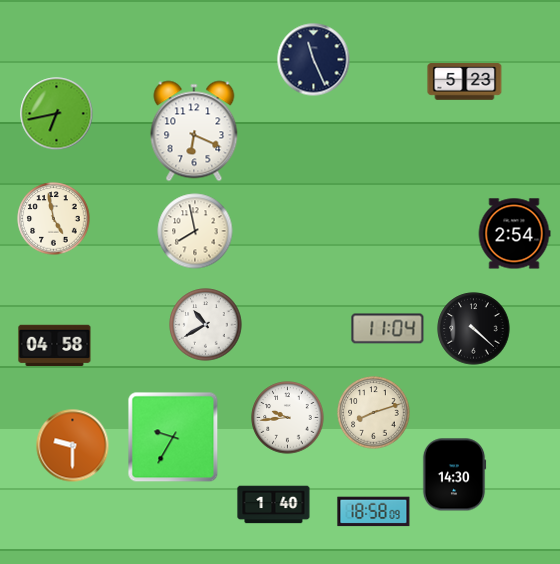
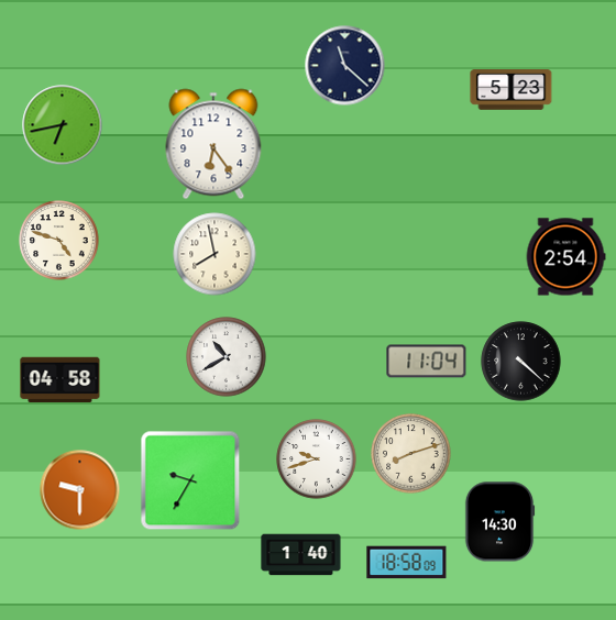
clock at (314, 60): 11:26 -> 11:22
clock at (194, 131): 6:19 -> 6:24
clock at (54, 219): 4:58 -> 4:48
clock at (288, 418): 9:44 -> 9:42
clock at (374, 512) position: (374, 512) -> (407, 563)
